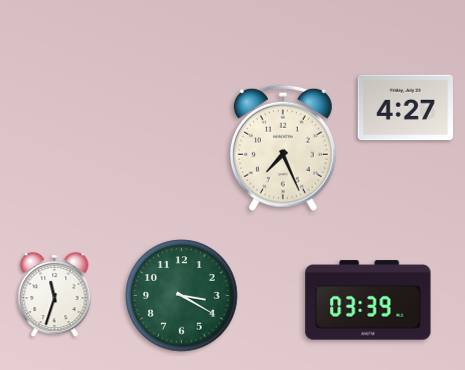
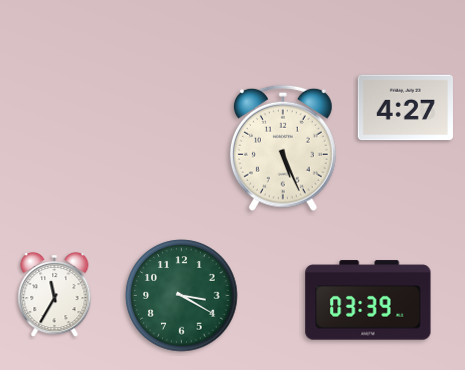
clock at (283, 148): 7:26 -> 5:26
clock at (55, 295): 11:33 -> 11:35
